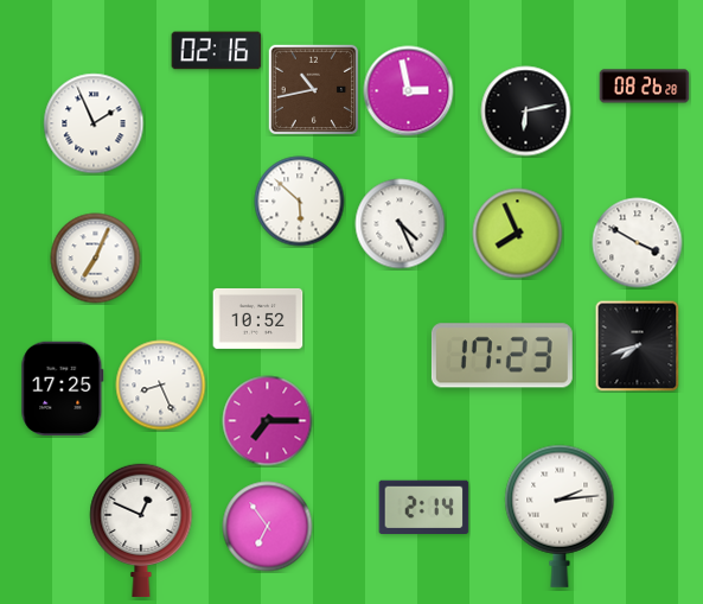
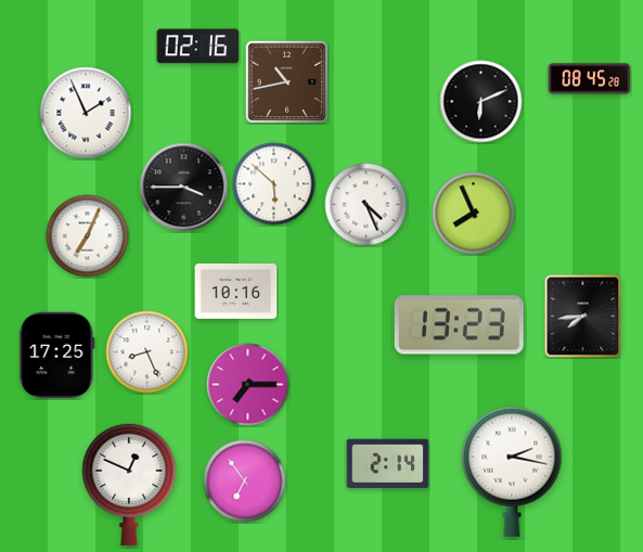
clock at (645, 87): 08:26 -> 08:45
clock at (409, 91): 2:58 -> none
clock at (526, 112): 6:13 -> 6:11
clock at (184, 188): none -> 3:45
clock at (638, 243): 3:50 -> none
clock at (258, 318): 10:52 -> 10:16
clock at (638, 346): 7:42 -> 7:44
clock at (501, 356): 17:23 -> 13:23
clock at (268, 421) position: (268, 421) -> (248, 385)
clock at (560, 516): 2:14 -> 2:17
